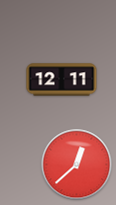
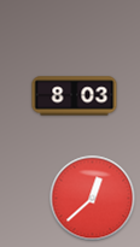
clock at (62, 80): 12:11 -> 8:03
